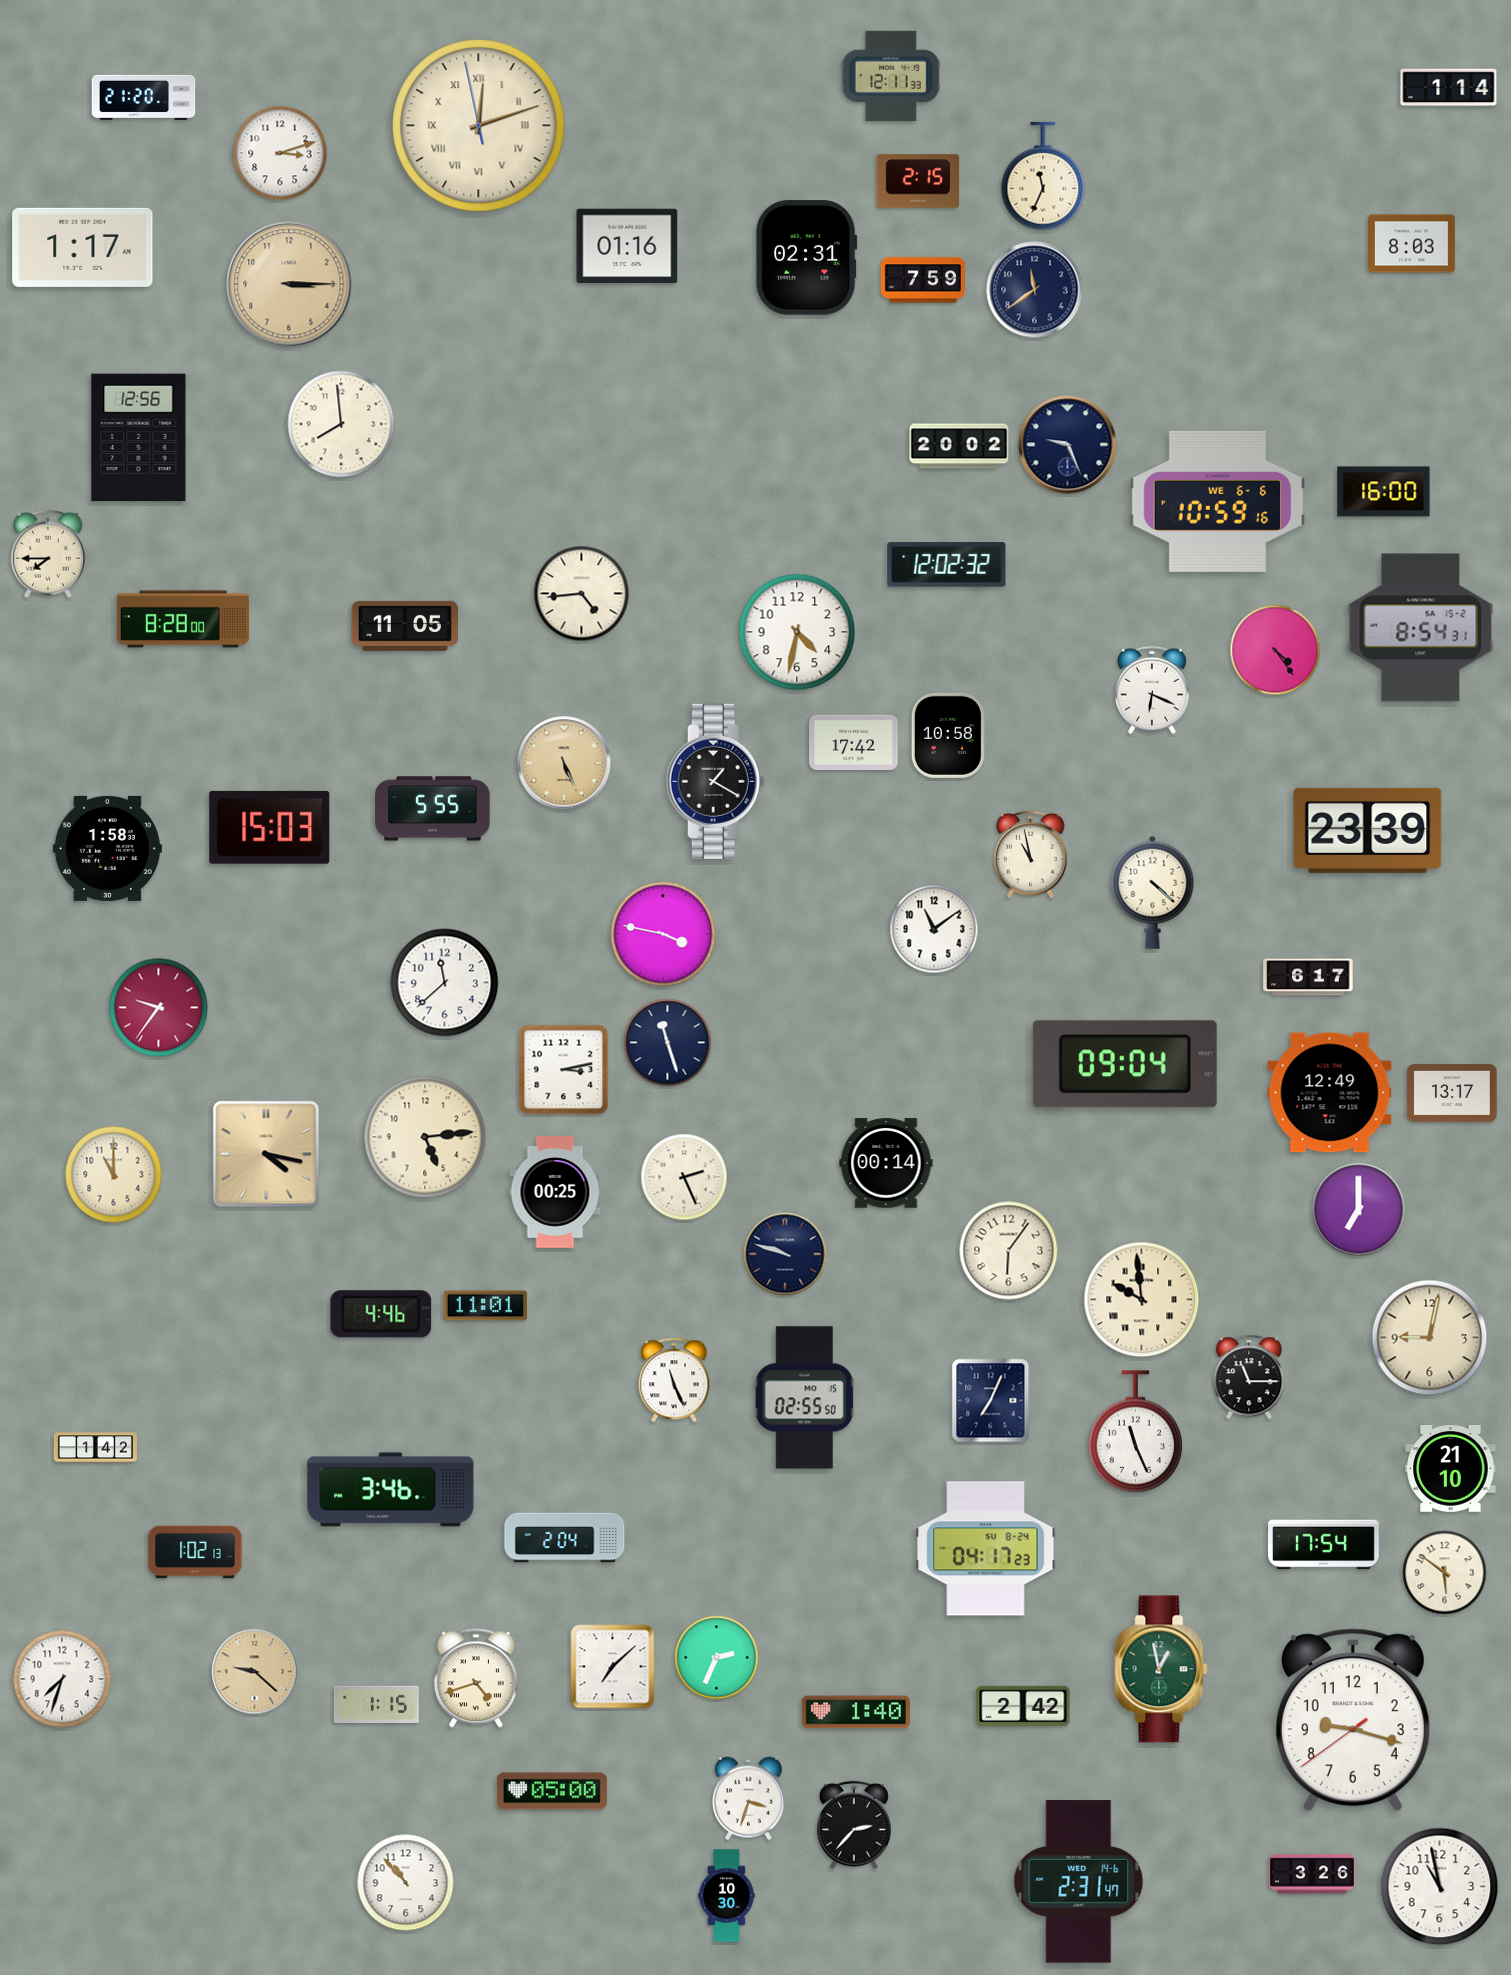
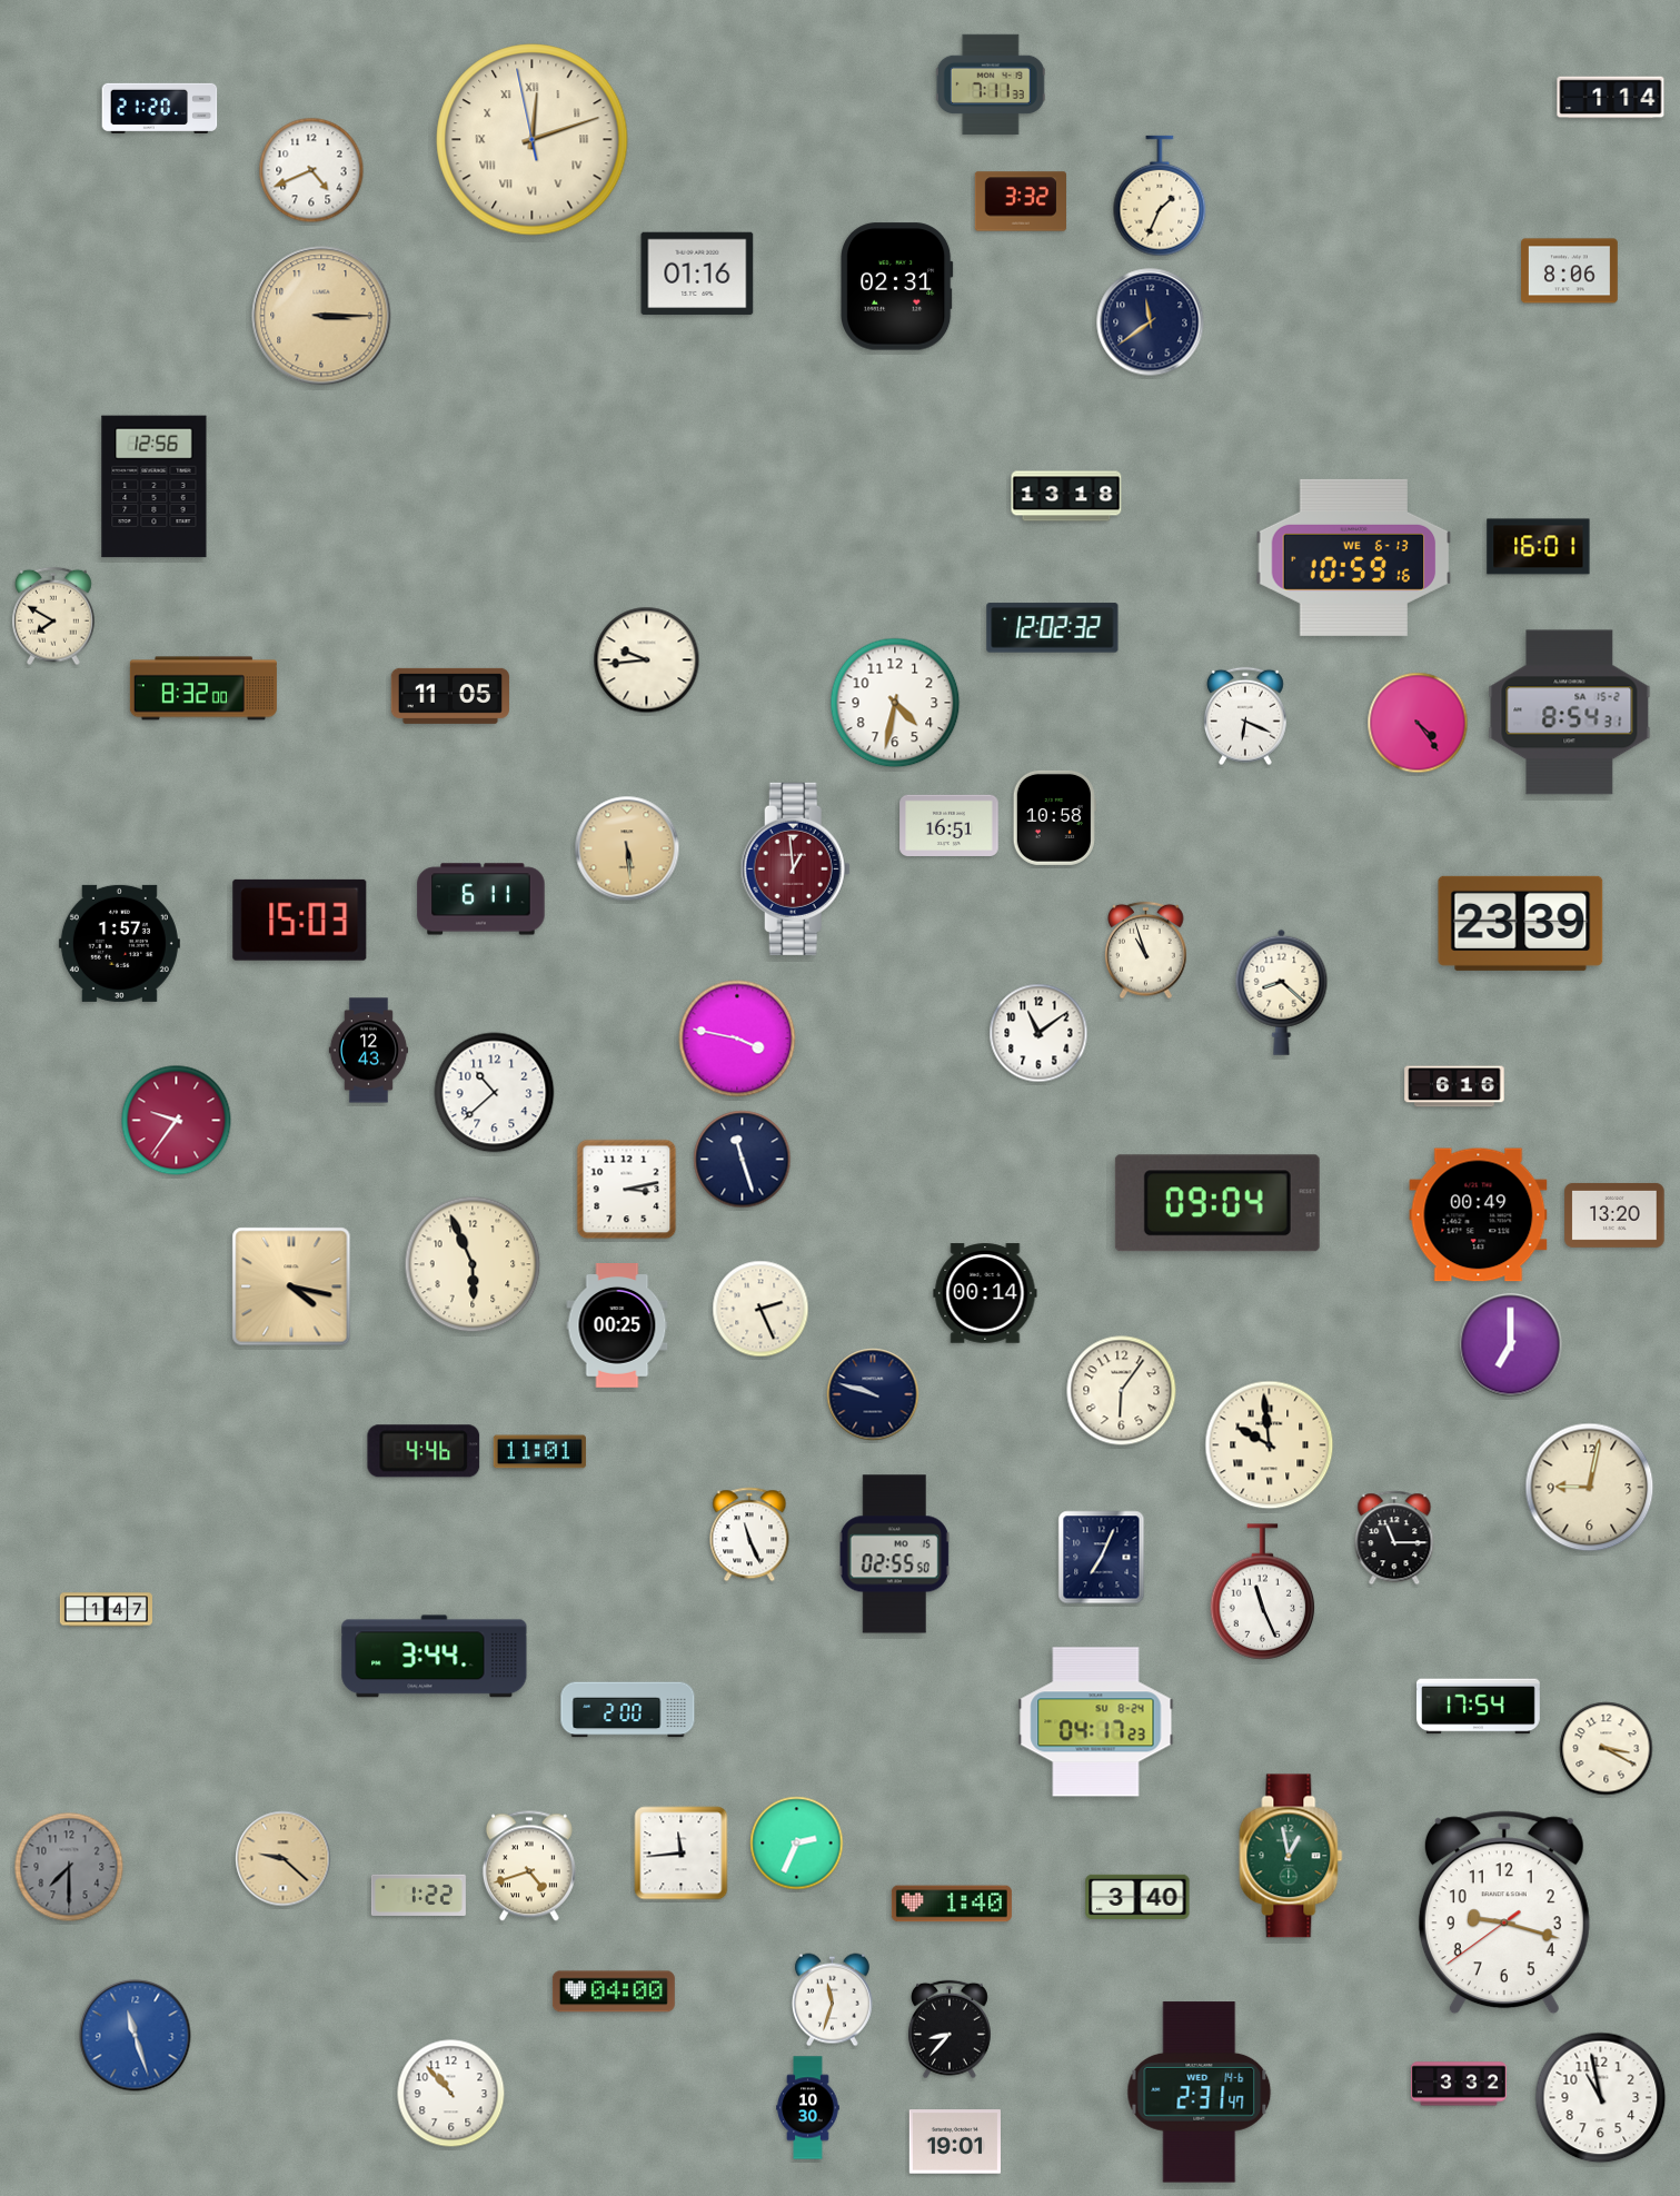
clock at (891, 76): 12:11 -> 7:11
clock at (280, 153): 3:12 -> 4:41
clock at (1043, 176): 11:34 -> 1:34
clock at (917, 181): 2:15 -> 3:32
clock at (1412, 244): 8:03 -> 8:06
clock at (83, 247): 1:17 -> none
clock at (923, 280): 7:59 -> none
clock at (341, 424): 7:59 -> none
clock at (1068, 445): 9:26 -> none
clock at (959, 446): 20:02 -> 13:18
clock at (1384, 492): 16:00 -> 16:01
clock at (1218, 501) date: WE 6-6 -> WE 6-13
clock at (48, 554): 7:45 -> 7:50
clock at (582, 594): 4:44 -> 9:44
clock at (183, 619): 8:28 -> 8:32
clock at (1421, 628) position: (1421, 628) -> (1570, 713)
clock at (797, 632) position: (797, 632) -> (895, 703)
clock at (1152, 690) position: (1152, 690) -> (1245, 716)
clock at (854, 742): 17:42 -> 16:51
clock at (564, 763): 5:26 -> 5:29
clock at (715, 781): 1:20 -> 12:59
clock at (715, 781) dial: black -> burgundy
clock at (433, 809): 5:55 -> 6:11
clock at (107, 848): 1:58 -> 1:57
clock at (1031, 855): 10:58 -> 10:57
clock at (1153, 892): 4:22 -> 8:22
clock at (368, 1051): none -> 12:43
clock at (1308, 977): 6:17 -> 6:16
clock at (445, 983): 11:38 -> 10:38
clock at (1125, 1064) position: (1125, 1064) -> (1217, 1203)
clock at (1330, 1093): 12:49 -> 00:49
clock at (1452, 1093): 13:17 -> 13:20
clock at (425, 1137): 5:14 -> 5:56
clock at (266, 1154) position: (266, 1154) -> (291, 1286)
clock at (114, 1175): 11:00 -> none
clock at (381, 1314) position: (381, 1314) -> (424, 1451)
clock at (1249, 1377) position: (1249, 1377) -> (1394, 1538)
clock at (95, 1448): 1:42 -> 1:47
clock at (1451, 1469): 21:10 -> none
clock at (391, 1490): 3:46 -> 3:44
clock at (565, 1538): 2:04 -> 2:00
clock at (1324, 1545) position: (1324, 1545) -> (1479, 1707)
clock at (195, 1552): 1:02 -> none
clock at (1445, 1573): 5:51 -> 3:20
clock at (613, 1667): 7:08 -> 11:44
clock at (62, 1679): 7:33 -> 7:30
clock at (62, 1679) dial: white -> grey
clock at (376, 1704): 1:15 -> 1:22
clock at (1023, 1706): 2:42 -> 3:40
clock at (552, 1791): 05:00 -> 04:00
clock at (748, 1799): 3:33 -> 11:33
clock at (854, 1825): 2:37 -> 8:37
clock at (136, 2036): none -> 11:27
clock at (1312, 1874): 3:26 -> 3:32
clock at (954, 2142): none -> 19:01
